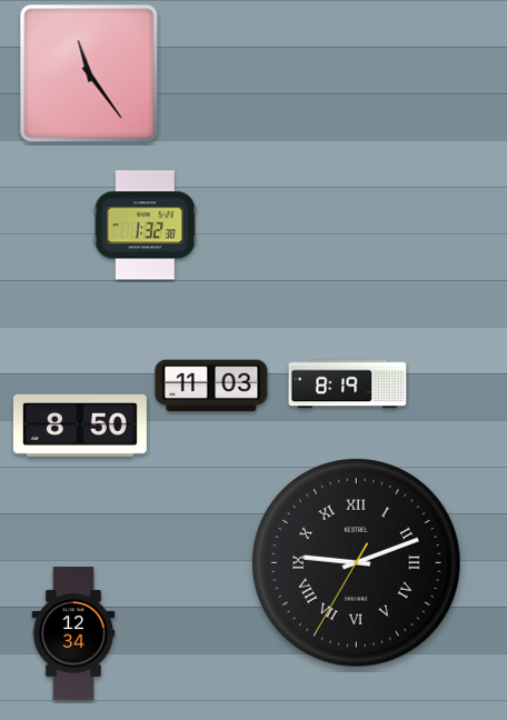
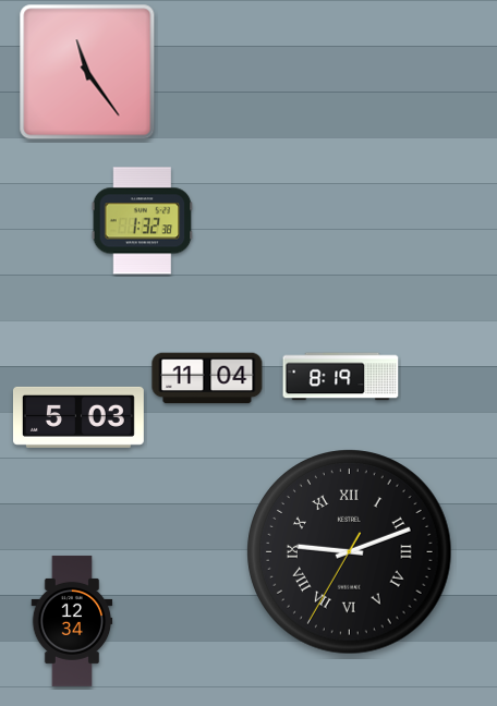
clock at (211, 386): 11:03 -> 11:04
clock at (80, 426): 8:50 -> 5:03
